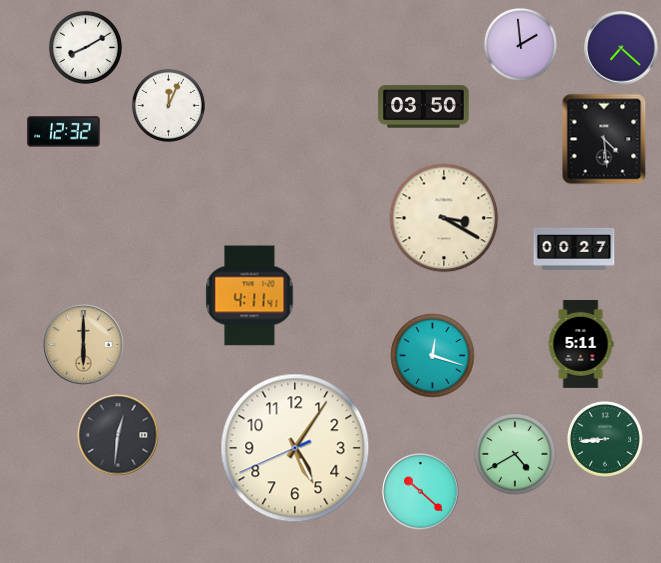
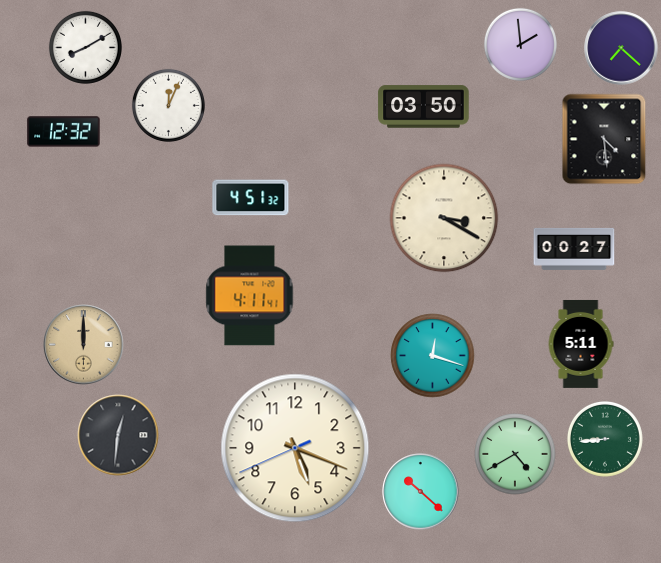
clock at (251, 198): none -> 4:51
clock at (84, 345): 6:00 -> 12:00
clock at (295, 448): 5:05 -> 5:18
